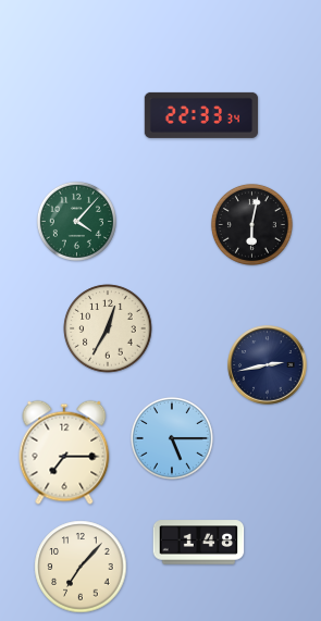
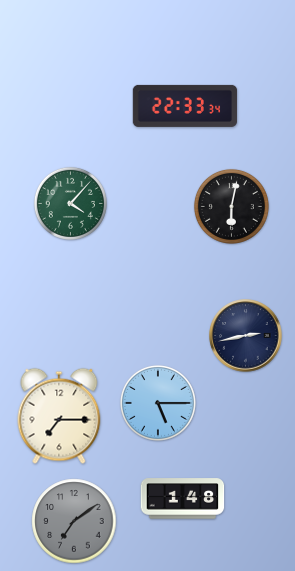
clock at (108, 328): 12:35 -> none
clock at (81, 567): 7:07 -> 7:09
clock at (81, 567) dial: cream -> grey
